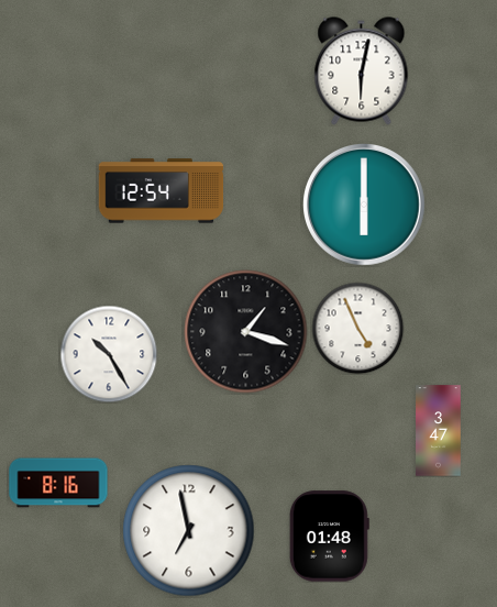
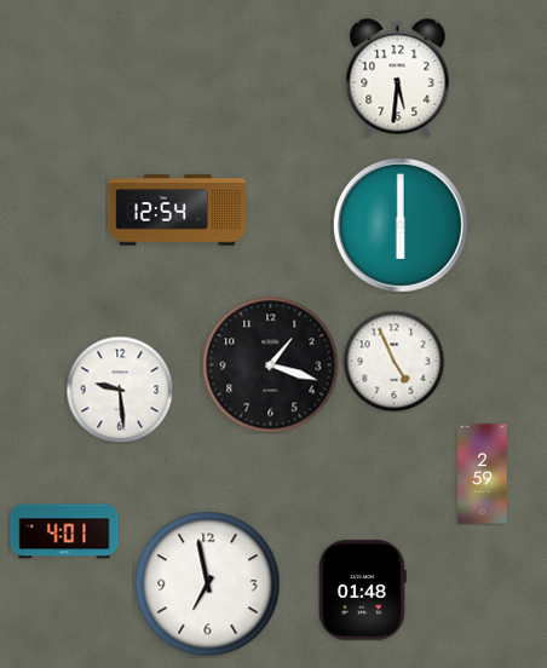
clock at (362, 71): 6:02 -> 5:31
clock at (109, 354): 10:25 -> 9:29
clock at (439, 431): 3:47 -> 2:59
clock at (58, 483): 8:16 -> 4:01
